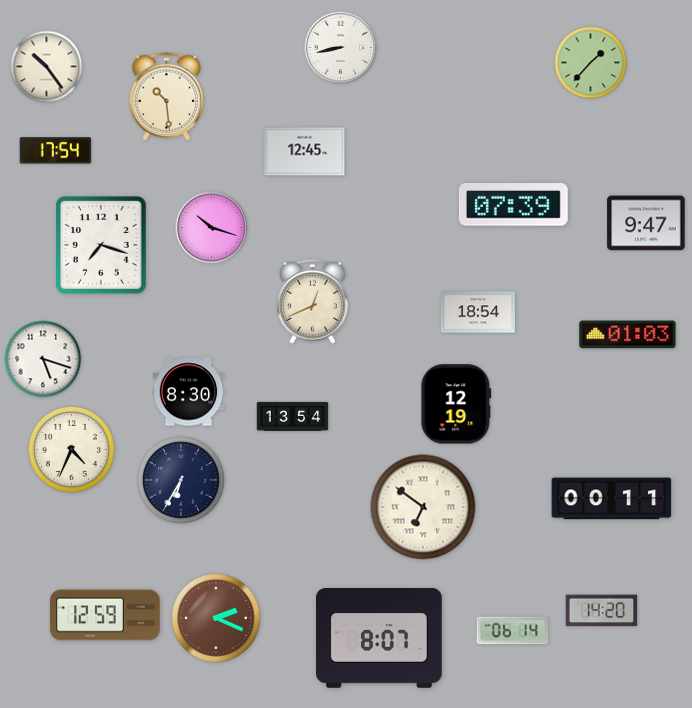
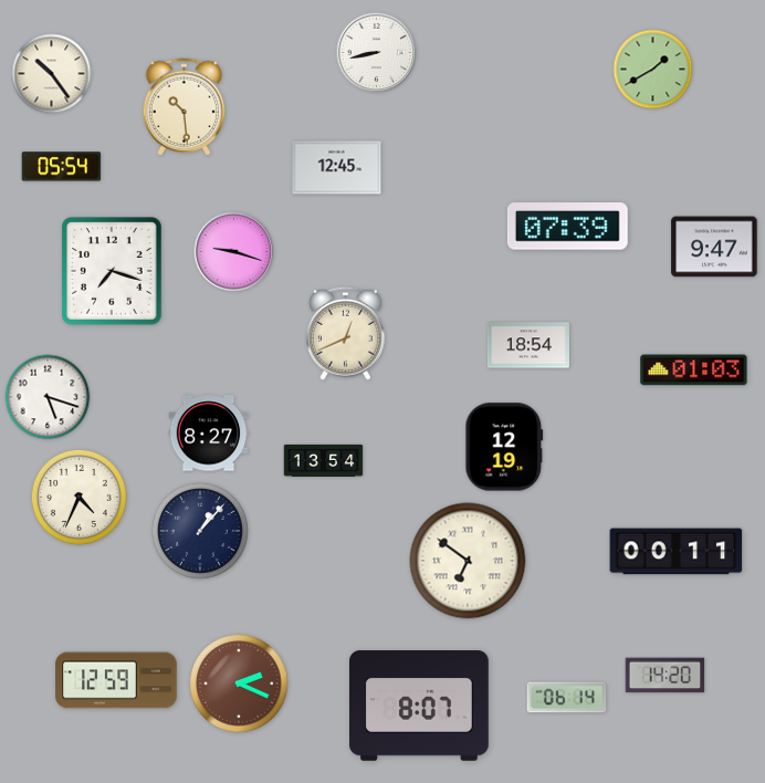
clock at (591, 63): 1:37 -> 1:40
clock at (56, 151): 17:54 -> 05:54
clock at (212, 228): 10:18 -> 9:18
clock at (189, 392): 8:30 -> 8:27
clock at (181, 480): 6:35 -> 1:07
